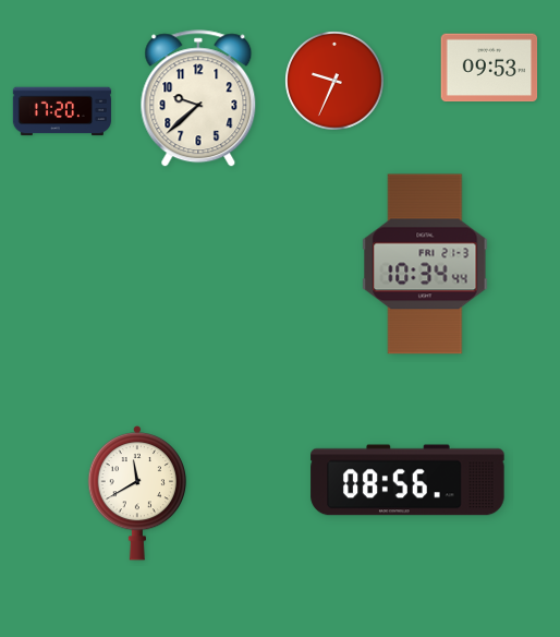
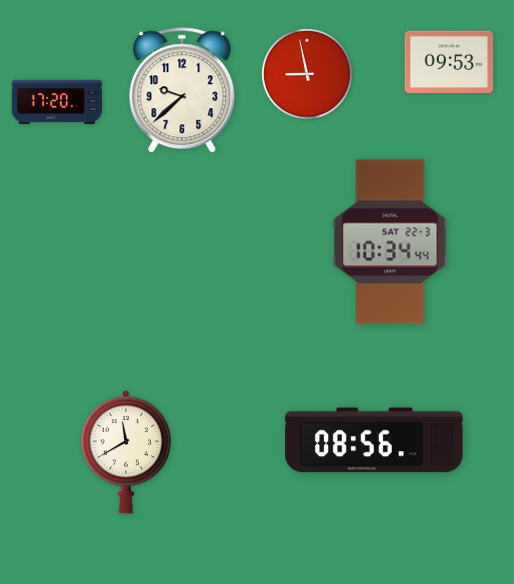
clock at (334, 81): 9:34 -> 8:58
clock at (425, 264) date: FRI 21-3 -> SAT 22-3
